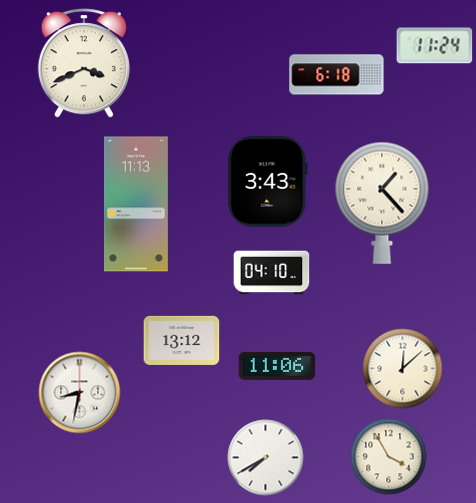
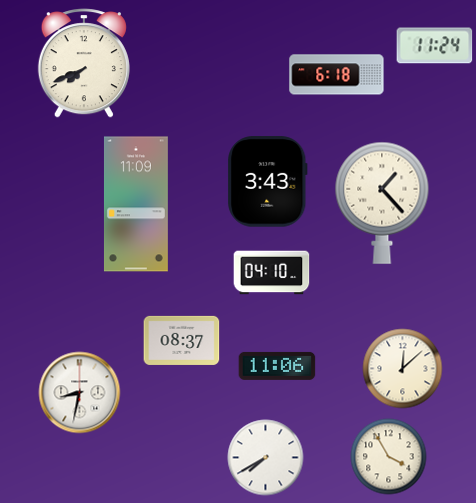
clock at (84, 63): 3:41 -> 7:41
clock at (136, 204): 11:13 -> 11:09
clock at (182, 340): 13:12 -> 08:37
